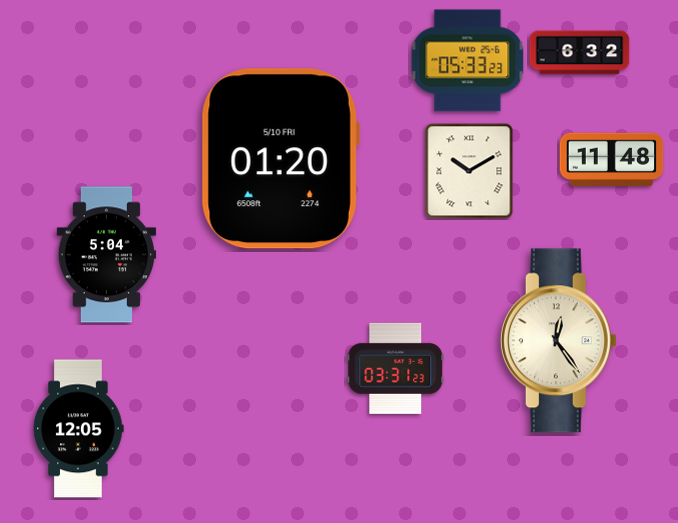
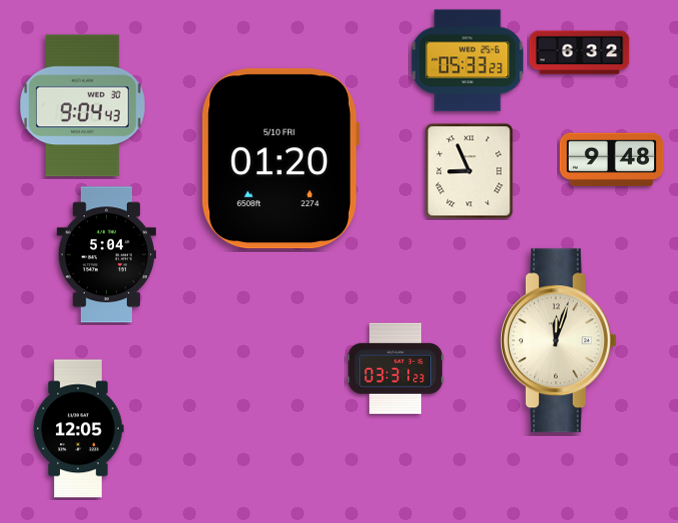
clock at (83, 106): none -> 9:04
clock at (612, 159): 11:48 -> 9:48
clock at (469, 171): 10:10 -> 8:56
clock at (558, 341): 12:24 -> 12:03
